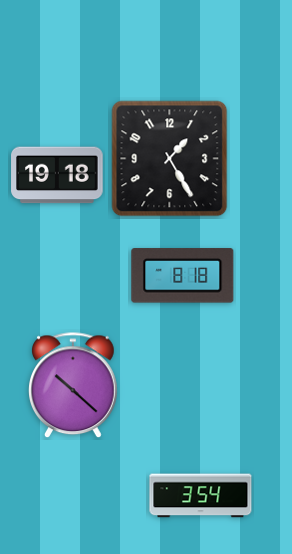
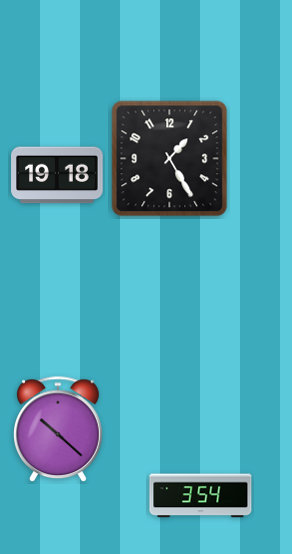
clock at (183, 276): 8:18 -> none
clock at (74, 386) position: (74, 386) -> (59, 430)
